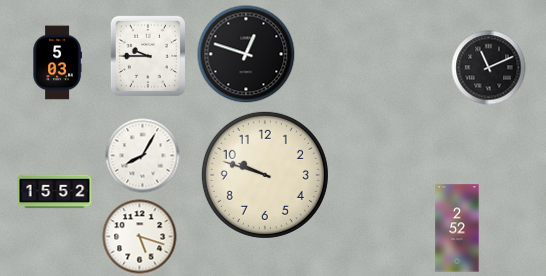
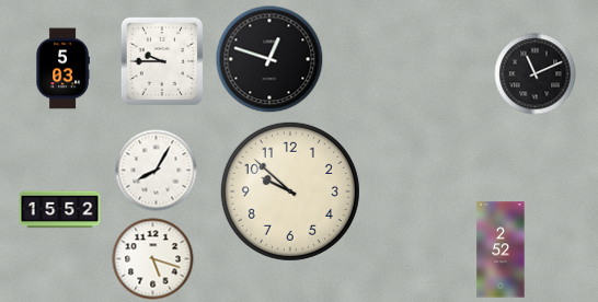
clock at (265, 175): 9:48 -> 9:52
